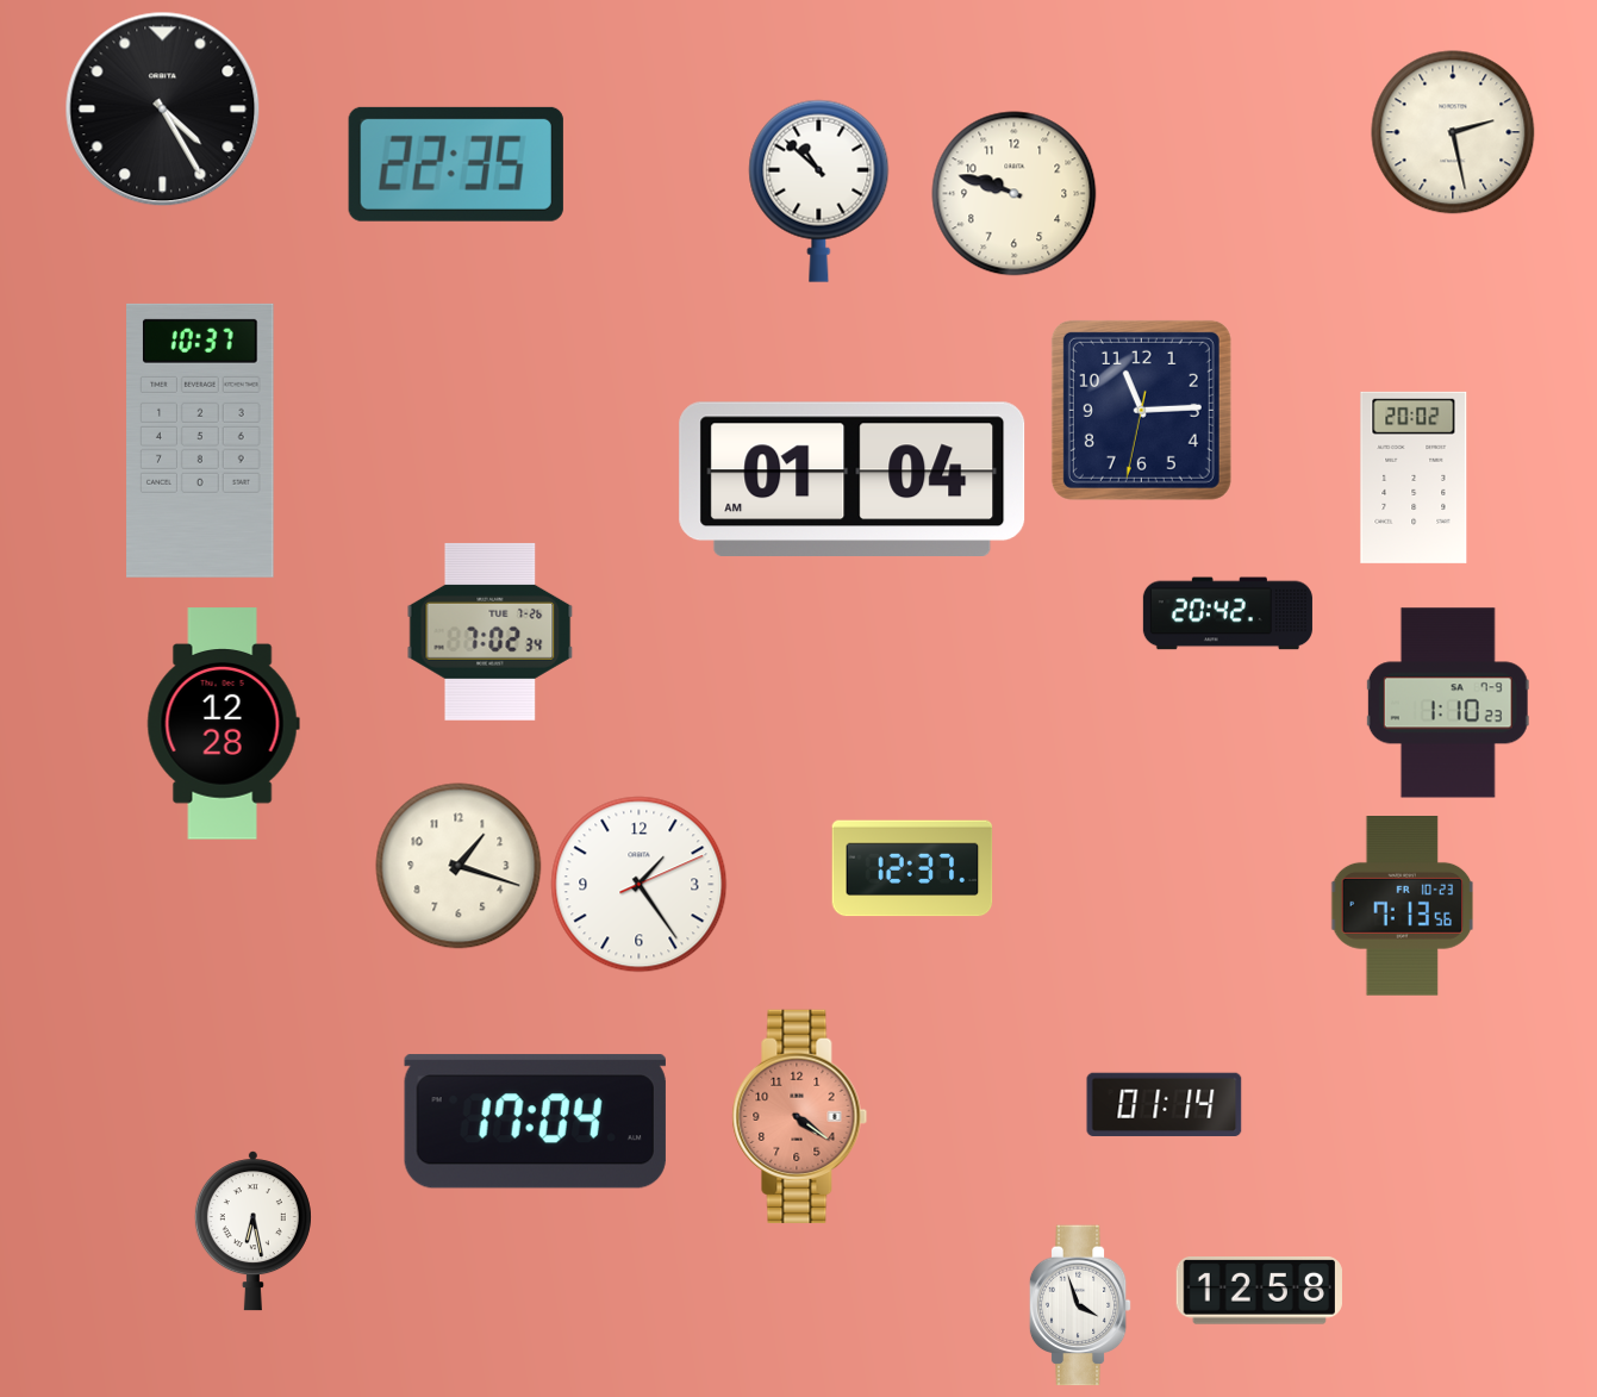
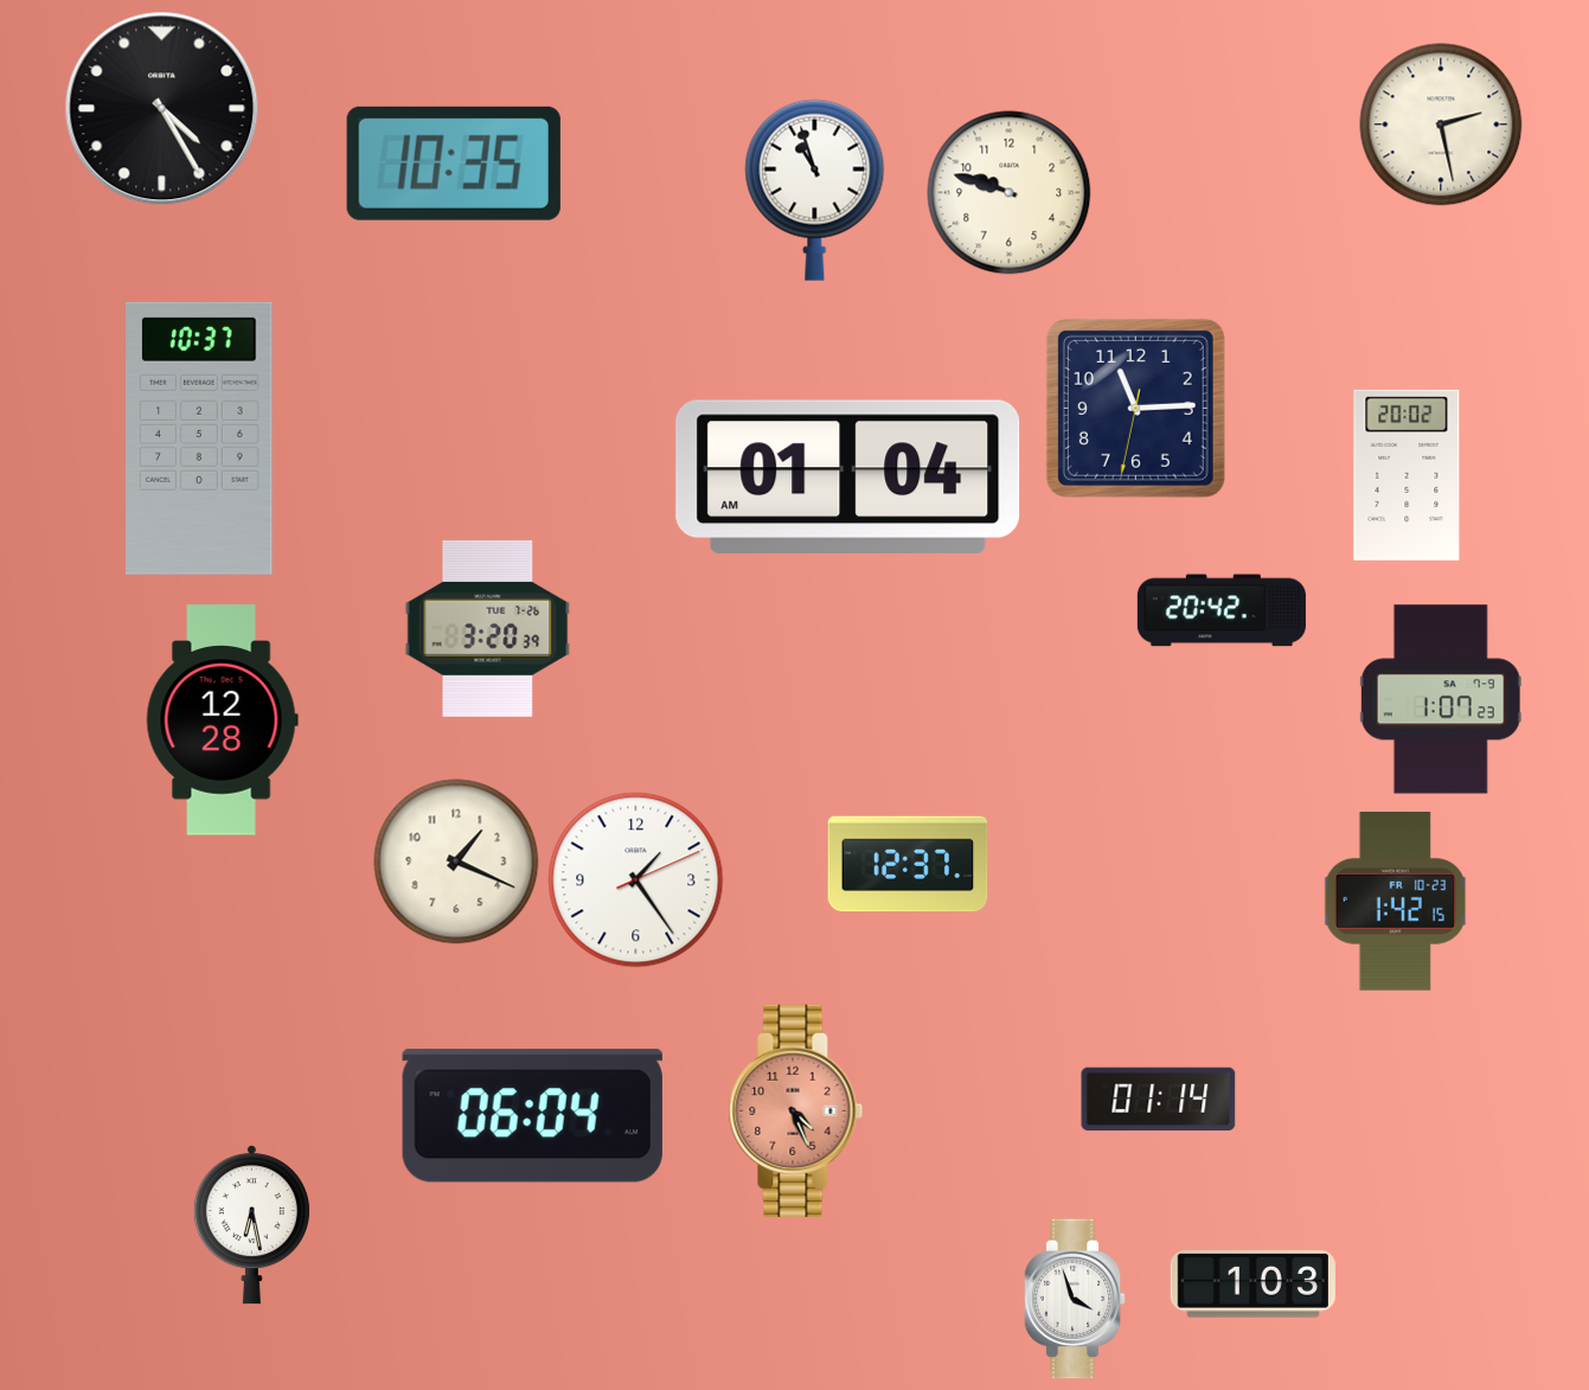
clock at (1453, 132) position: (1453, 132) -> (1441, 124)
clock at (456, 164): 22:35 -> 10:35
clock at (819, 191): 10:52 -> 10:57
clock at (491, 631): 7:02 -> 3:20
clock at (1448, 703): 1:10 -> 1:07
clock at (458, 866): 1:18 -> 1:19
clock at (1403, 906): 7:13 -> 1:42
clock at (800, 1116): 4:21 -> 4:26
clock at (535, 1122): 17:04 -> 06:04
clock at (1259, 1291): 12:58 -> 1:03
